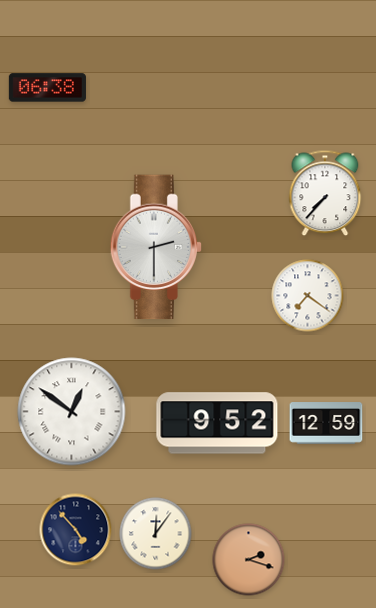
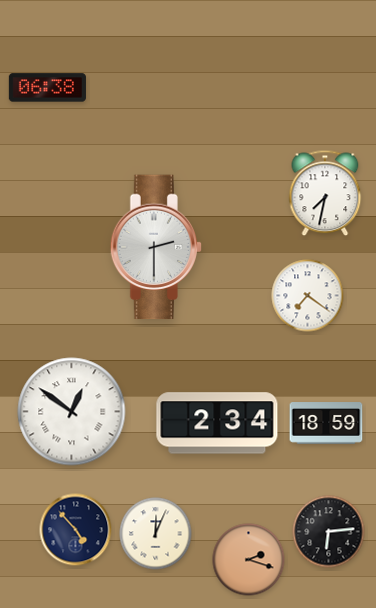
clock at (325, 193): 7:37 -> 7:32
clock at (217, 423): 9:52 -> 2:34
clock at (326, 423): 12:59 -> 18:59
clock at (329, 532): none -> 6:14
clock at (156, 534): 12:06 -> 12:04
